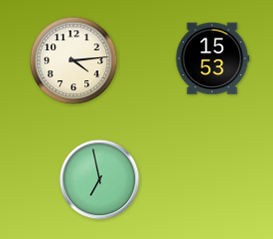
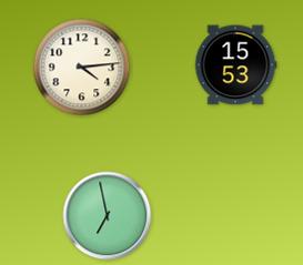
clock at (100, 180) position: (100, 180) -> (108, 216)
